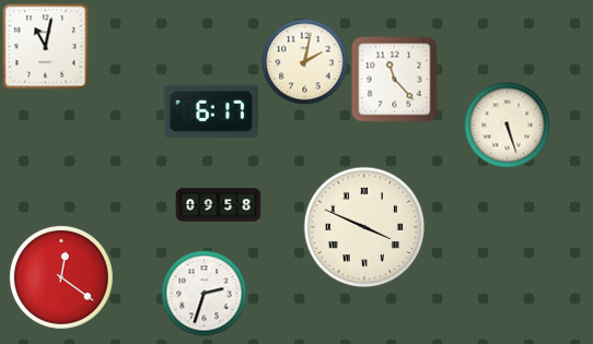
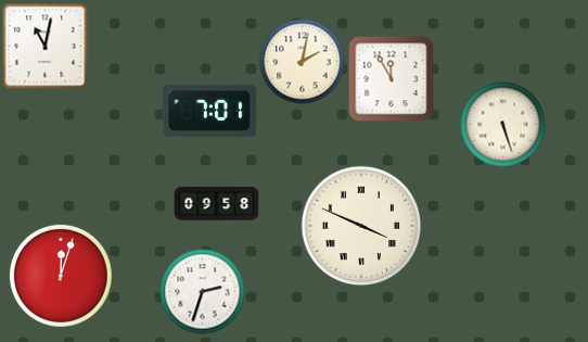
clock at (394, 79): 11:23 -> 11:55
clock at (210, 111): 6:17 -> 7:01
clock at (61, 277): 12:21 -> 12:03
